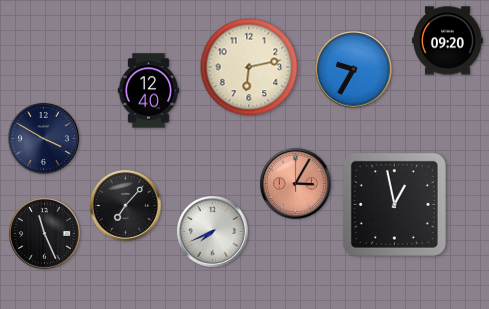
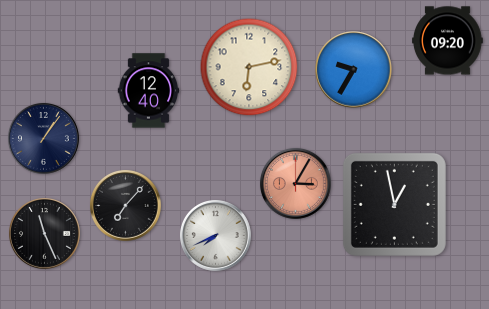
clock at (43, 138): 3:50 -> 1:06
clock at (212, 231) position: (212, 231) -> (215, 235)
